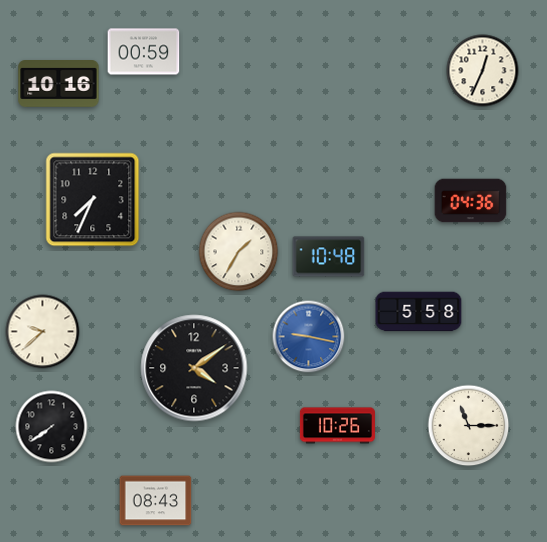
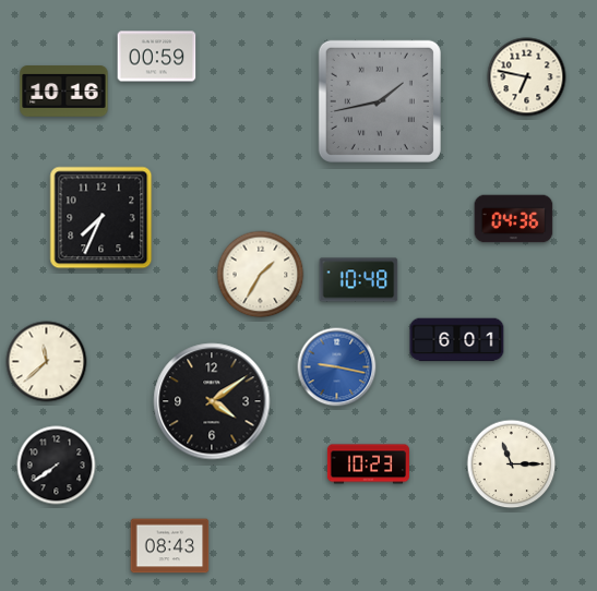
clock at (483, 71): 12:34 -> 6:47
clock at (380, 101): none -> 1:43
clock at (419, 312): 5:58 -> 6:01
clock at (43, 332): 9:38 -> 11:38
clock at (337, 426): 10:26 -> 10:23
